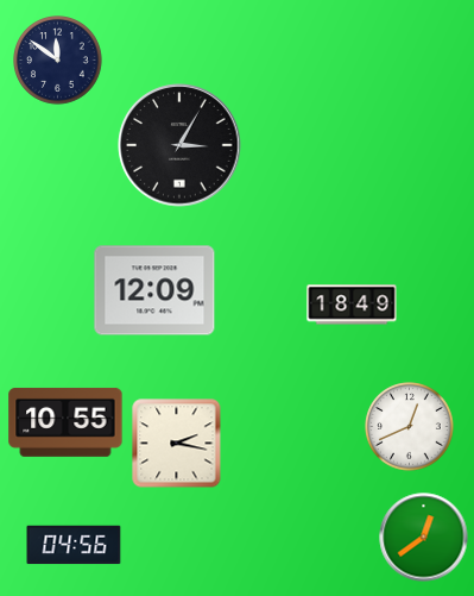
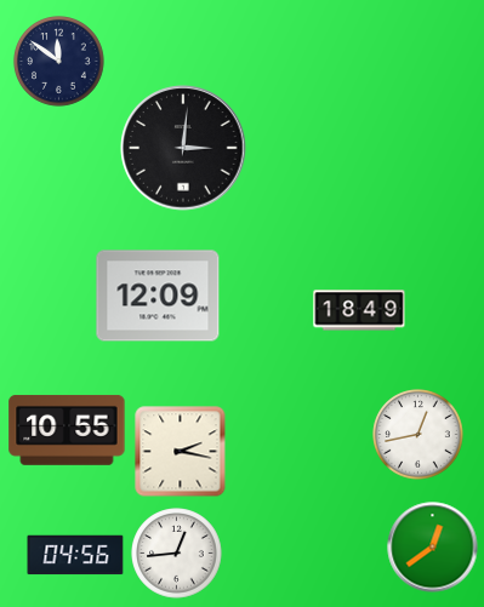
clock at (179, 145): 3:05 -> 3:01
clock at (410, 427): 12:41 -> 12:43
clock at (177, 554): none -> 12:44
